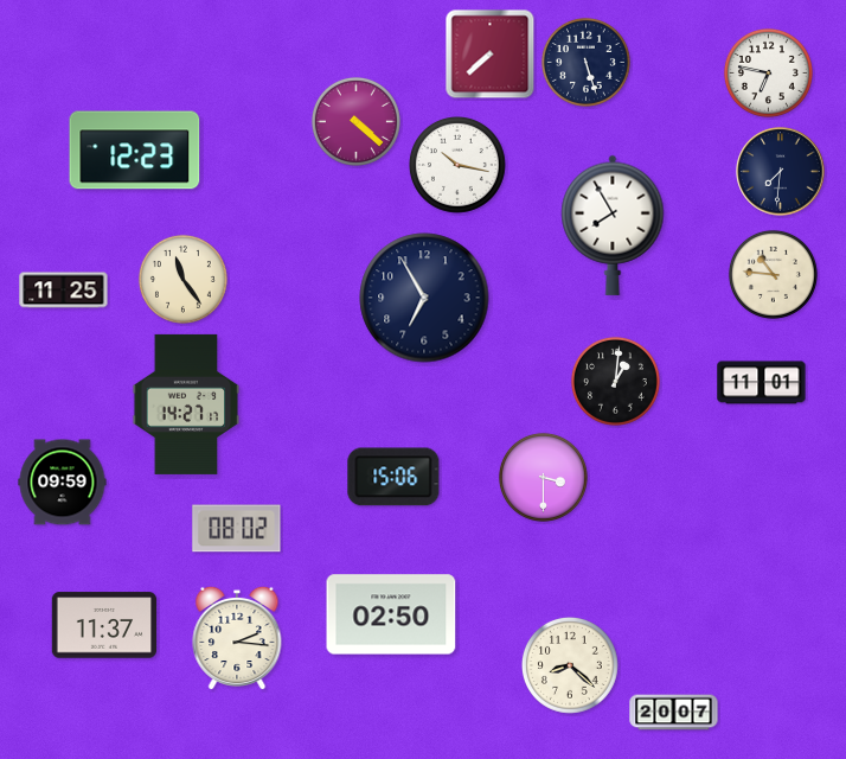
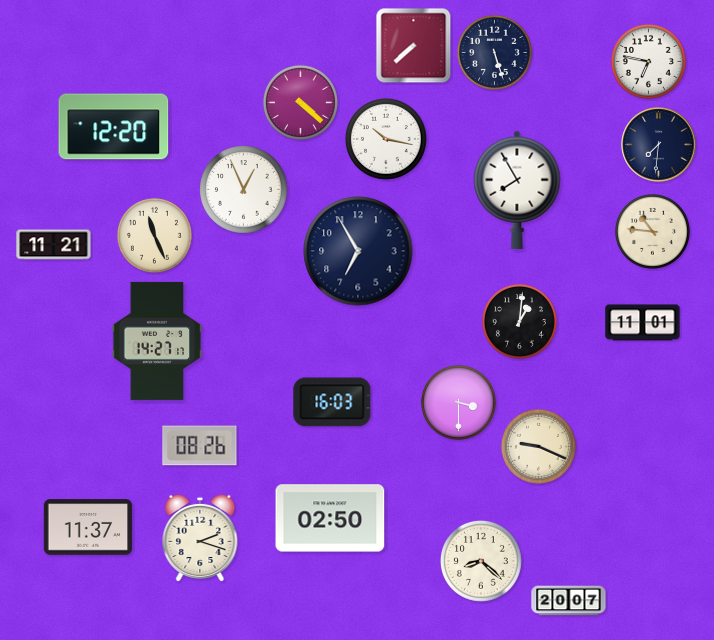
clock at (135, 151): 12:23 -> 12:20
clock at (244, 190): none -> 12:56
clock at (182, 279): 11:24 -> 11:26
clock at (64, 291): 11:25 -> 11:21
clock at (393, 477): 15:06 -> 16:03
clock at (63, 483): 09:59 -> none
clock at (237, 529): 08:02 -> 08:26
clock at (538, 446): none -> 9:19
clock at (237, 638): 2:16 -> 2:18
